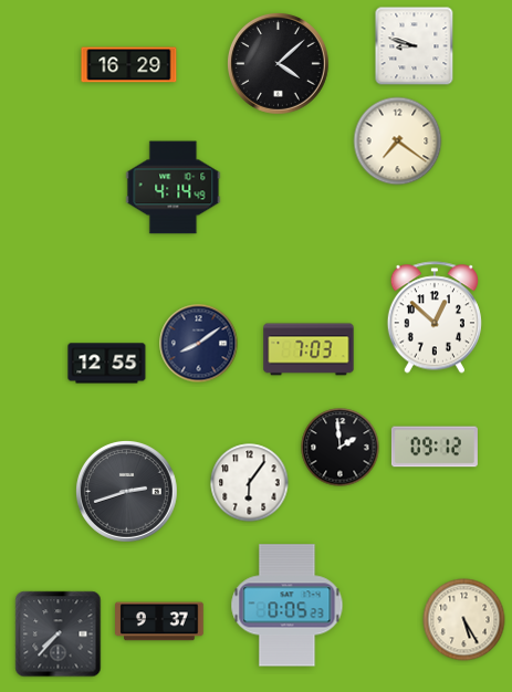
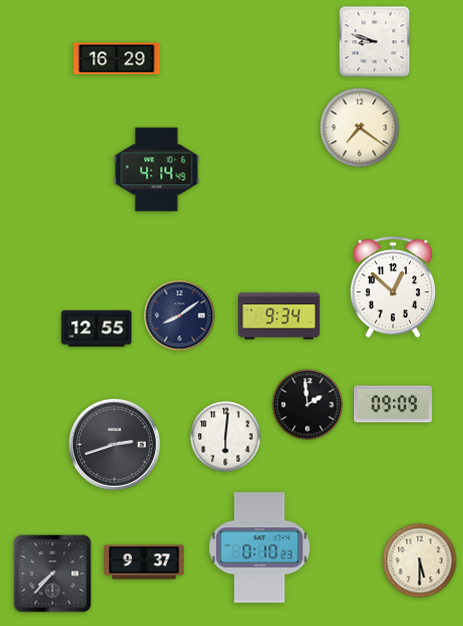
clock at (279, 64): 4:08 -> none
clock at (199, 344) position: (199, 344) -> (180, 316)
clock at (309, 349): 7:03 -> 9:34
clock at (435, 447): 09:12 -> 09:09
clock at (250, 483): 6:06 -> 6:01
clock at (288, 606): 0:05 -> 0:10
clock at (464, 620): 5:25 -> 5:30
